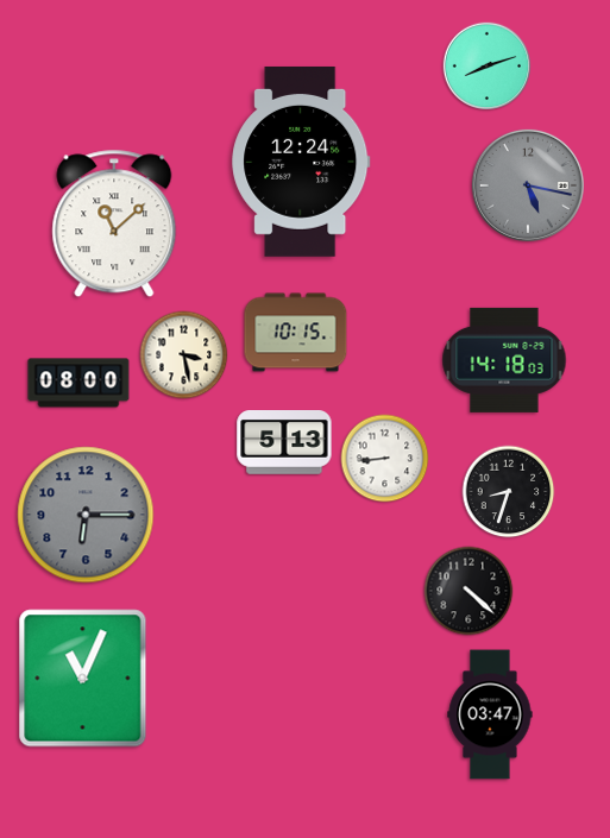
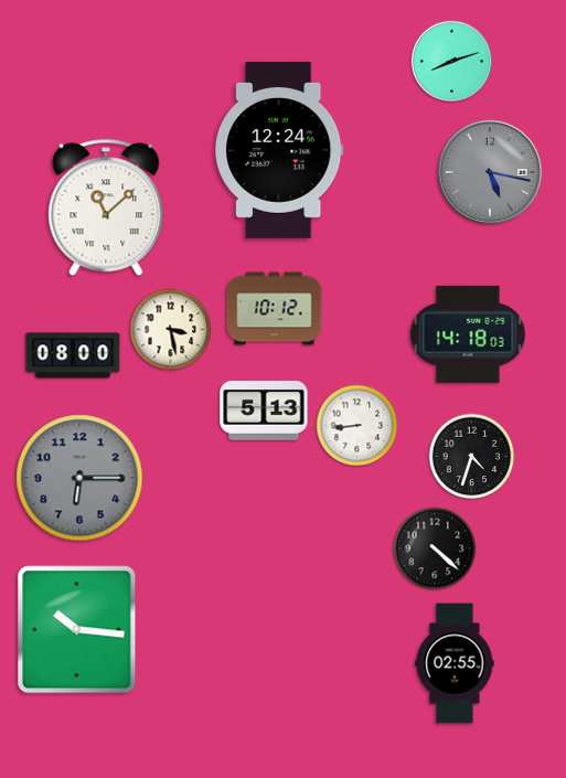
clock at (296, 333): 10:15 -> 10:12
clock at (509, 492): 8:33 -> 4:33
clock at (83, 679): 11:04 -> 10:16
clock at (490, 714): 03:47 -> 02:55
